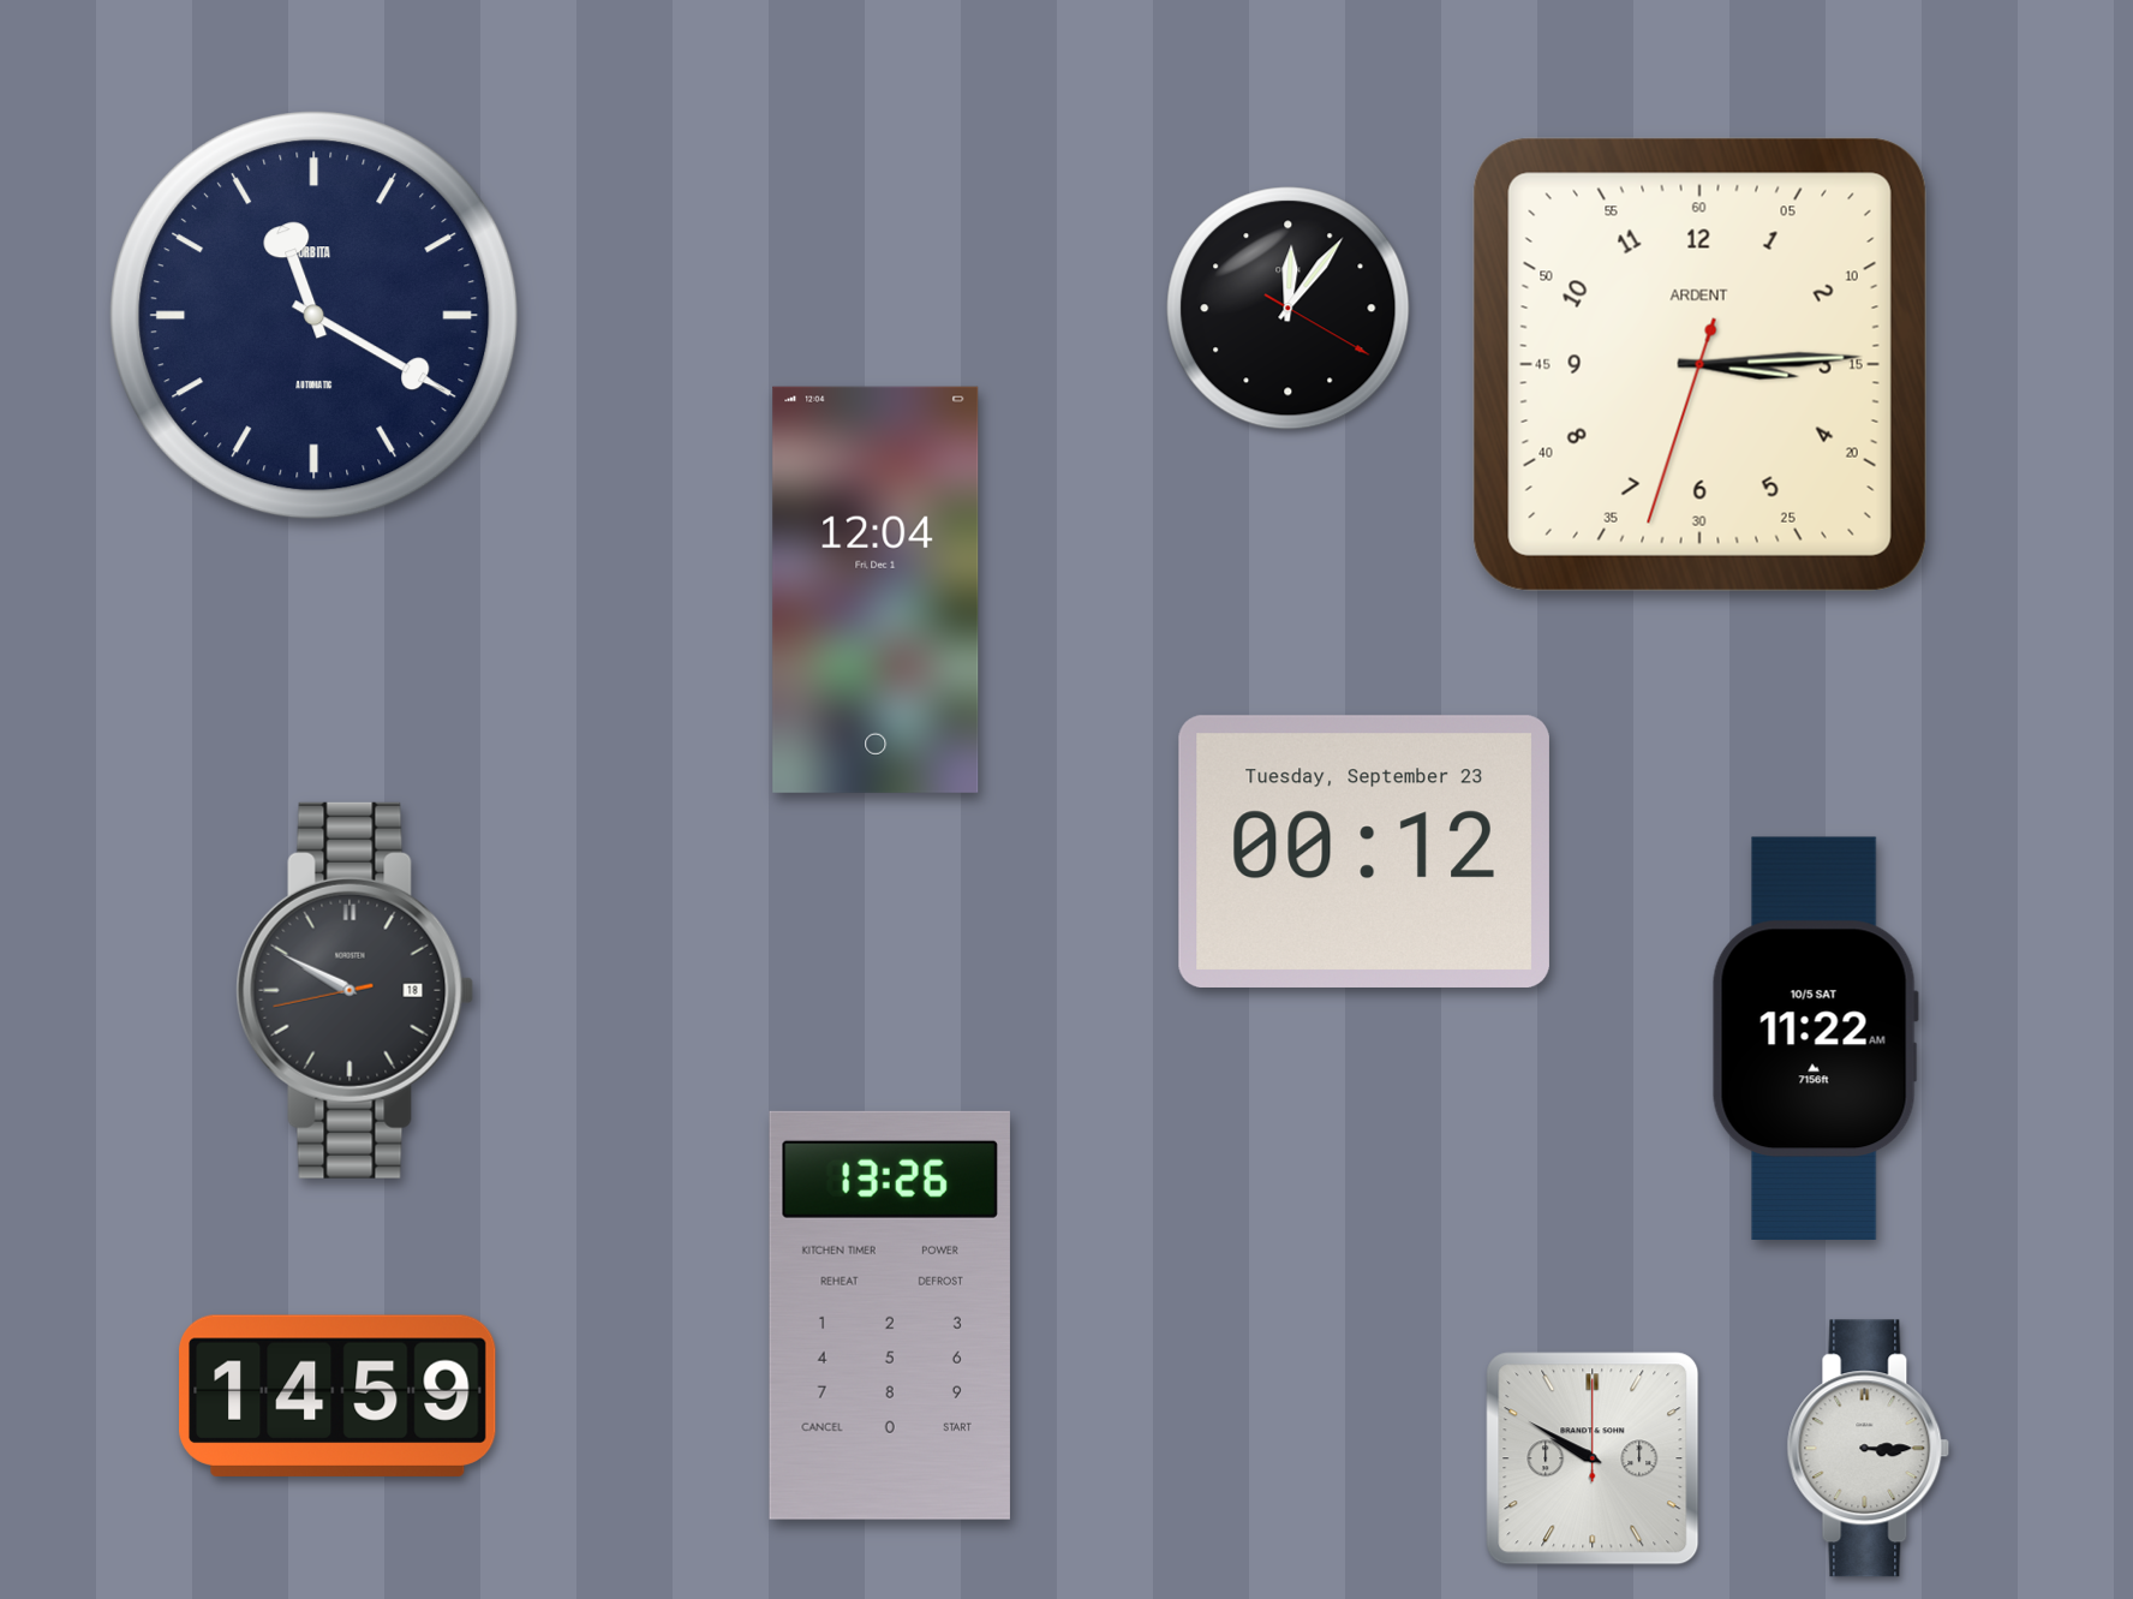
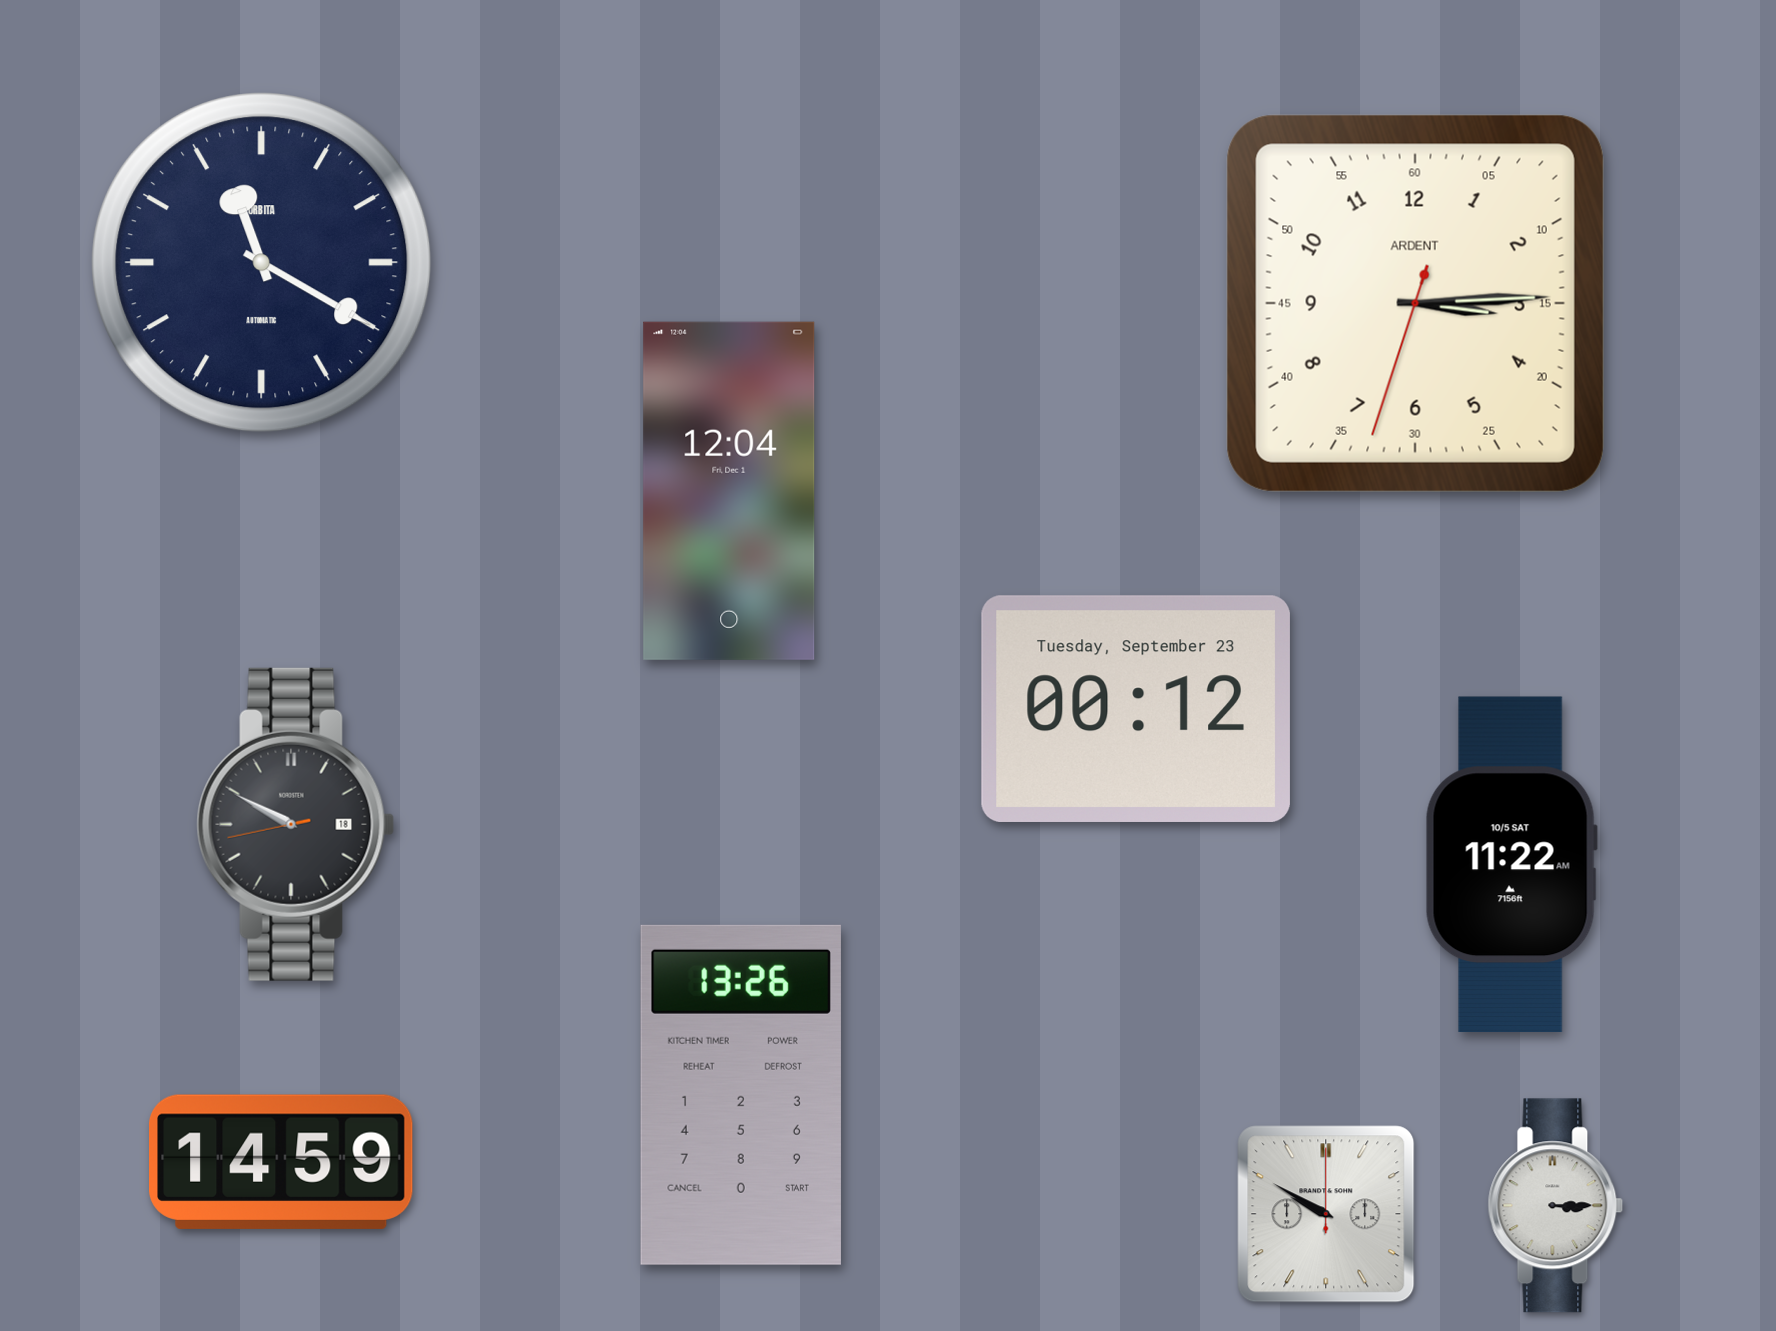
clock at (1289, 309): 12:06 -> none
